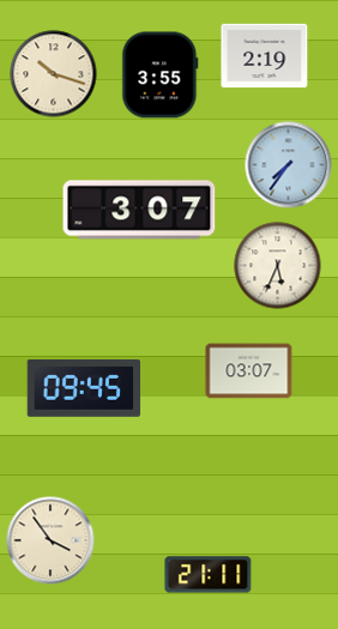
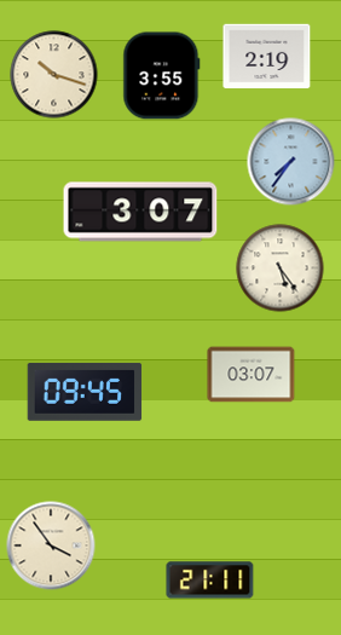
clock at (289, 165) position: (289, 165) -> (291, 162)
clock at (278, 266): 5:34 -> 5:24
